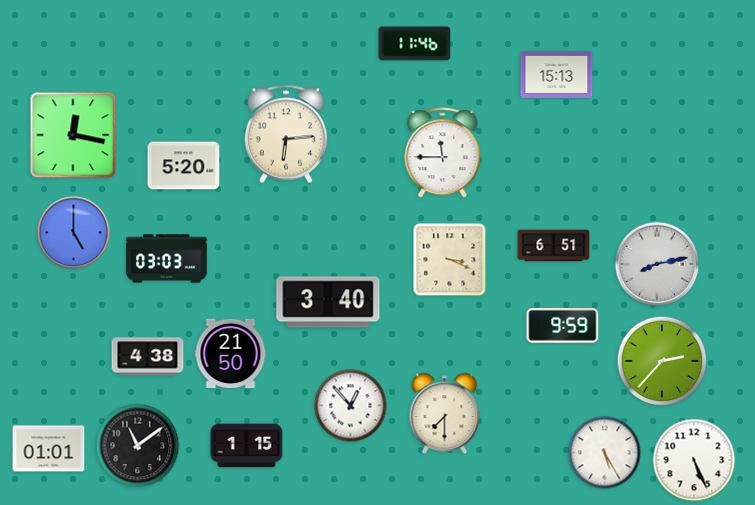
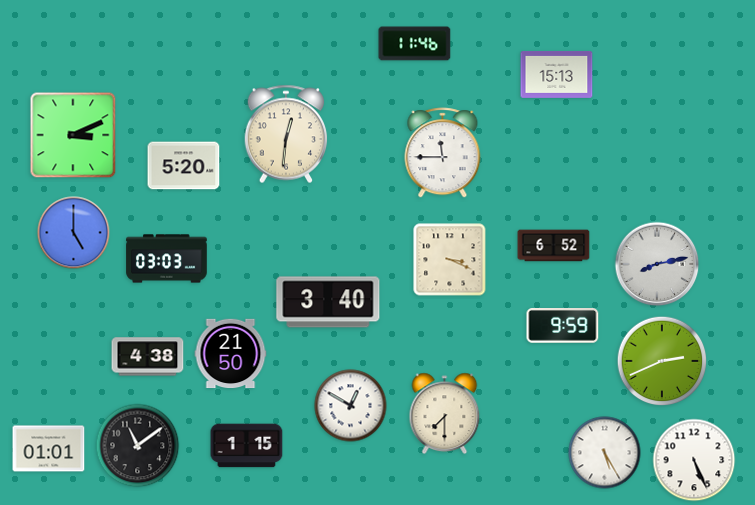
clock at (286, 134): 6:14 -> 12:31
clock at (73, 135): 12:17 -> 3:11
clock at (554, 246): 6:51 -> 6:52
clock at (662, 361): 2:37 -> 2:41
clock at (351, 406): 12:53 -> 12:50
